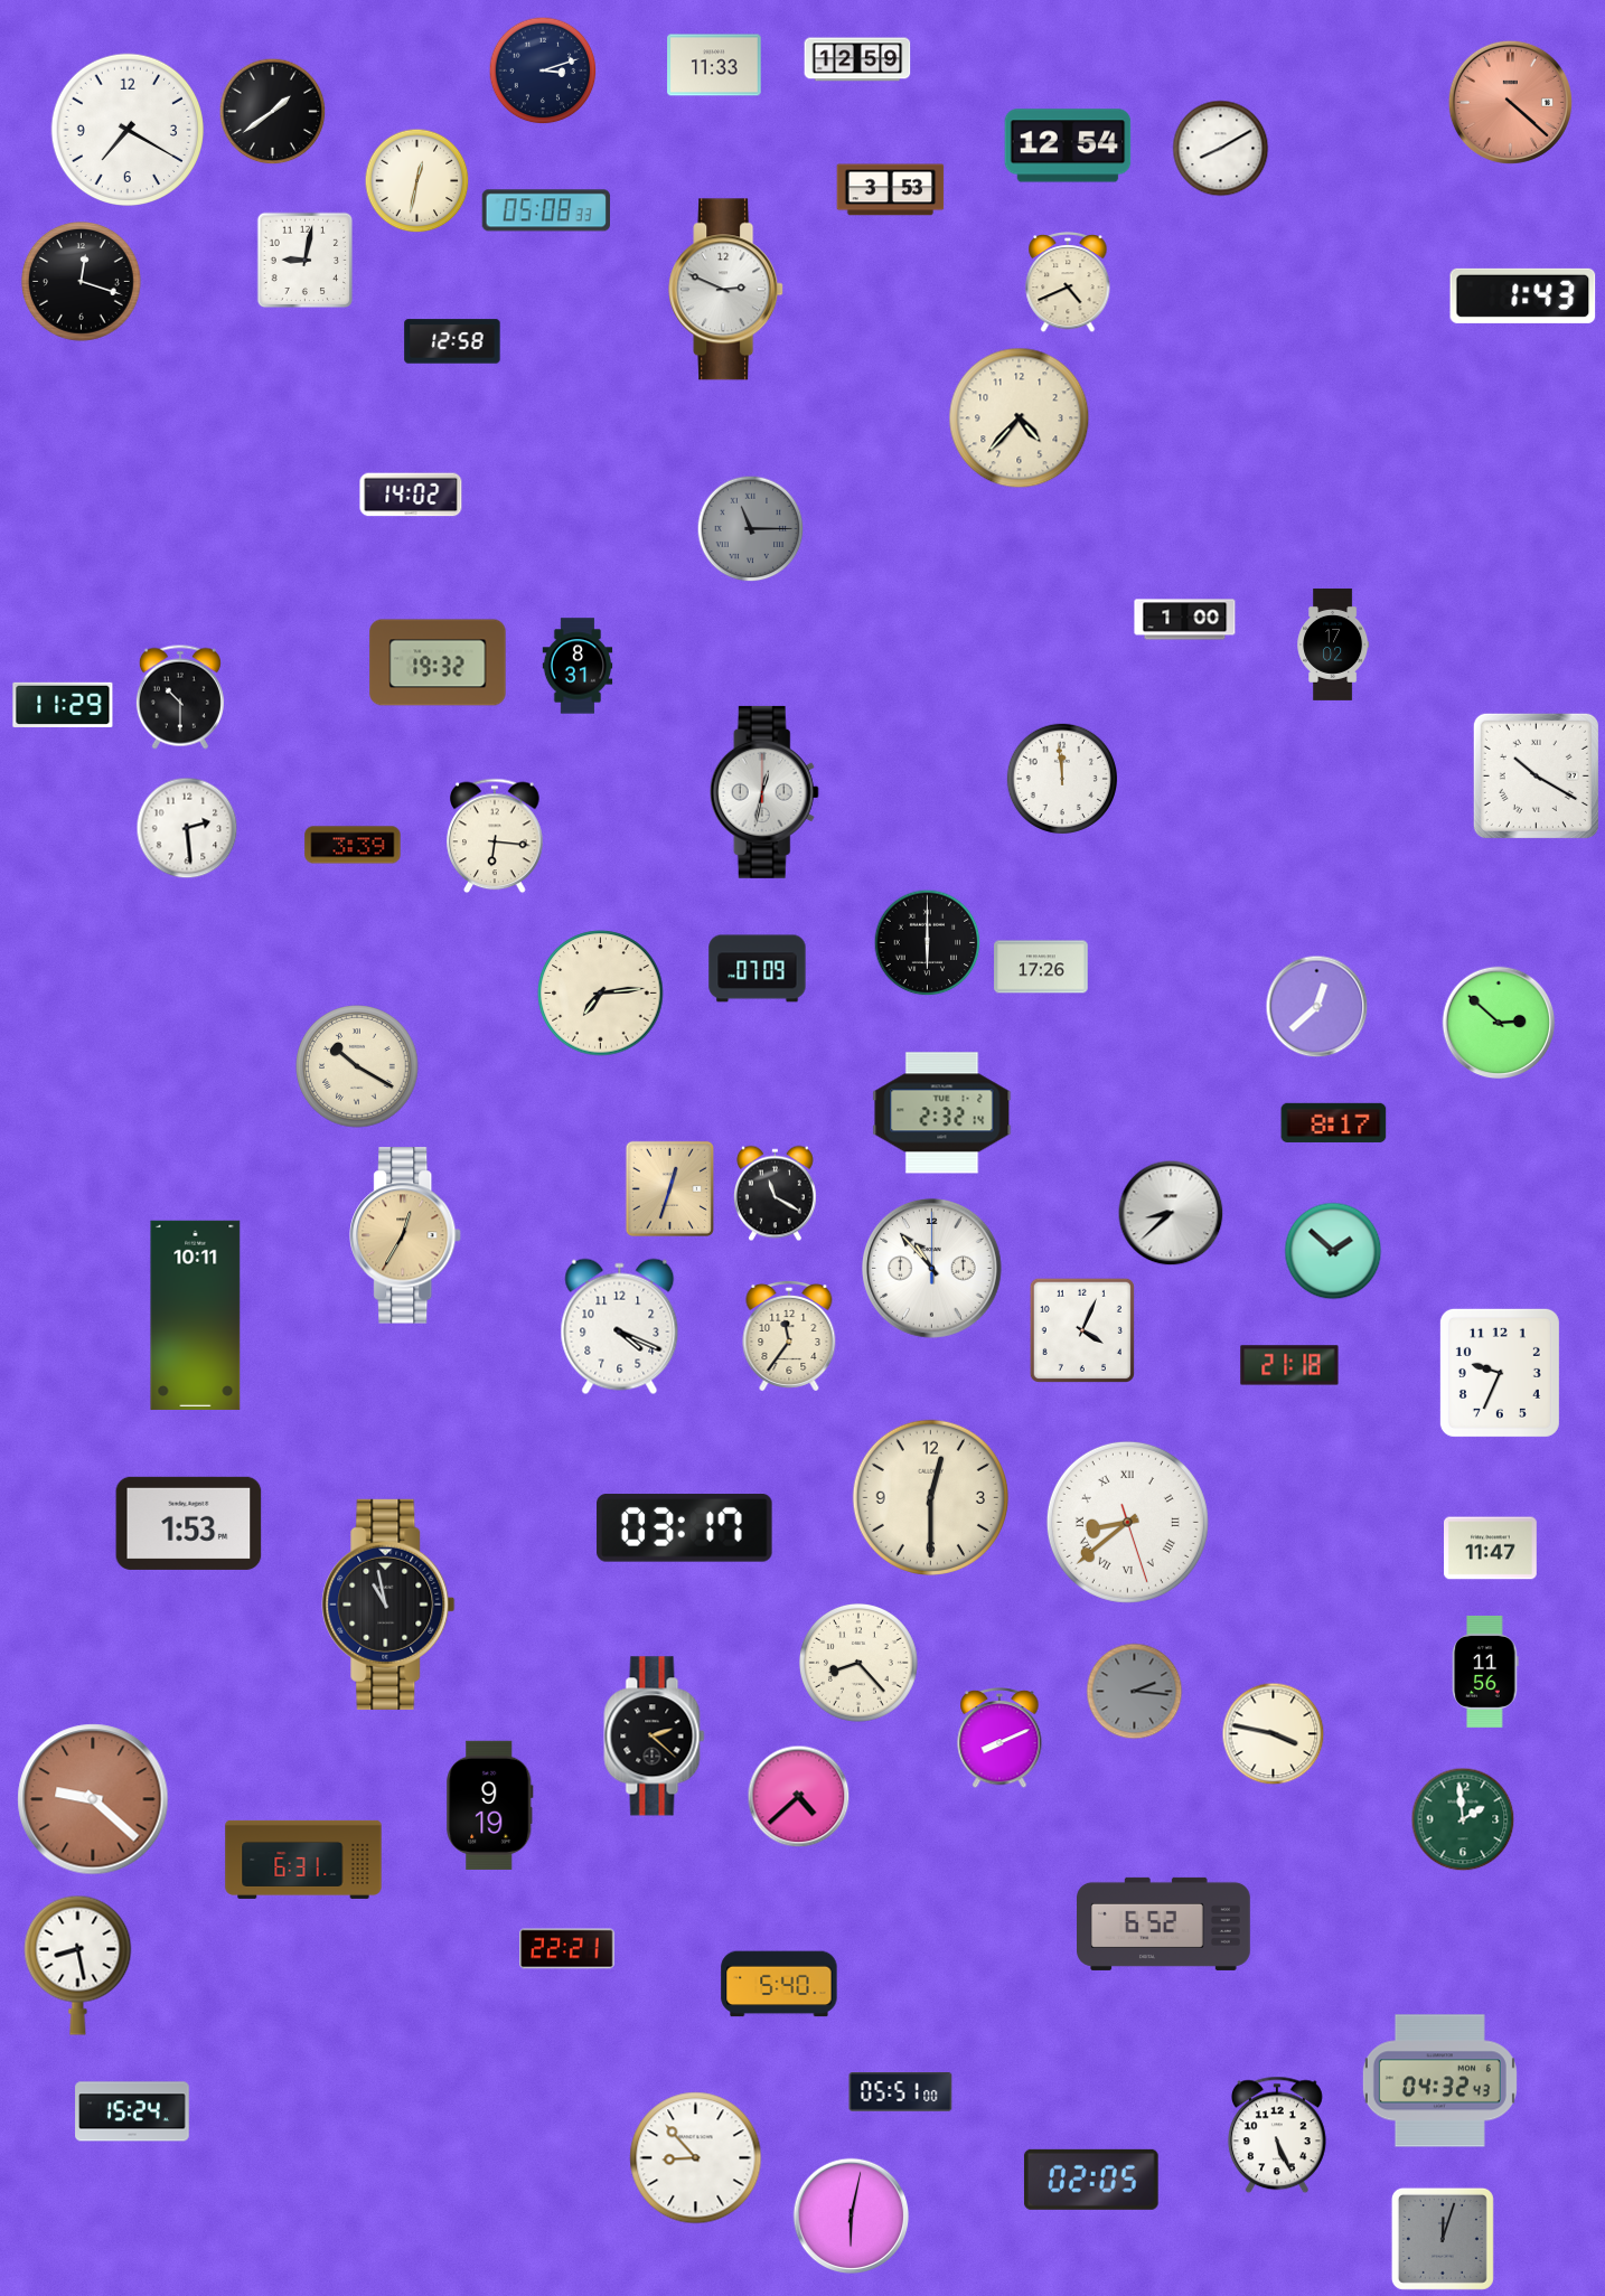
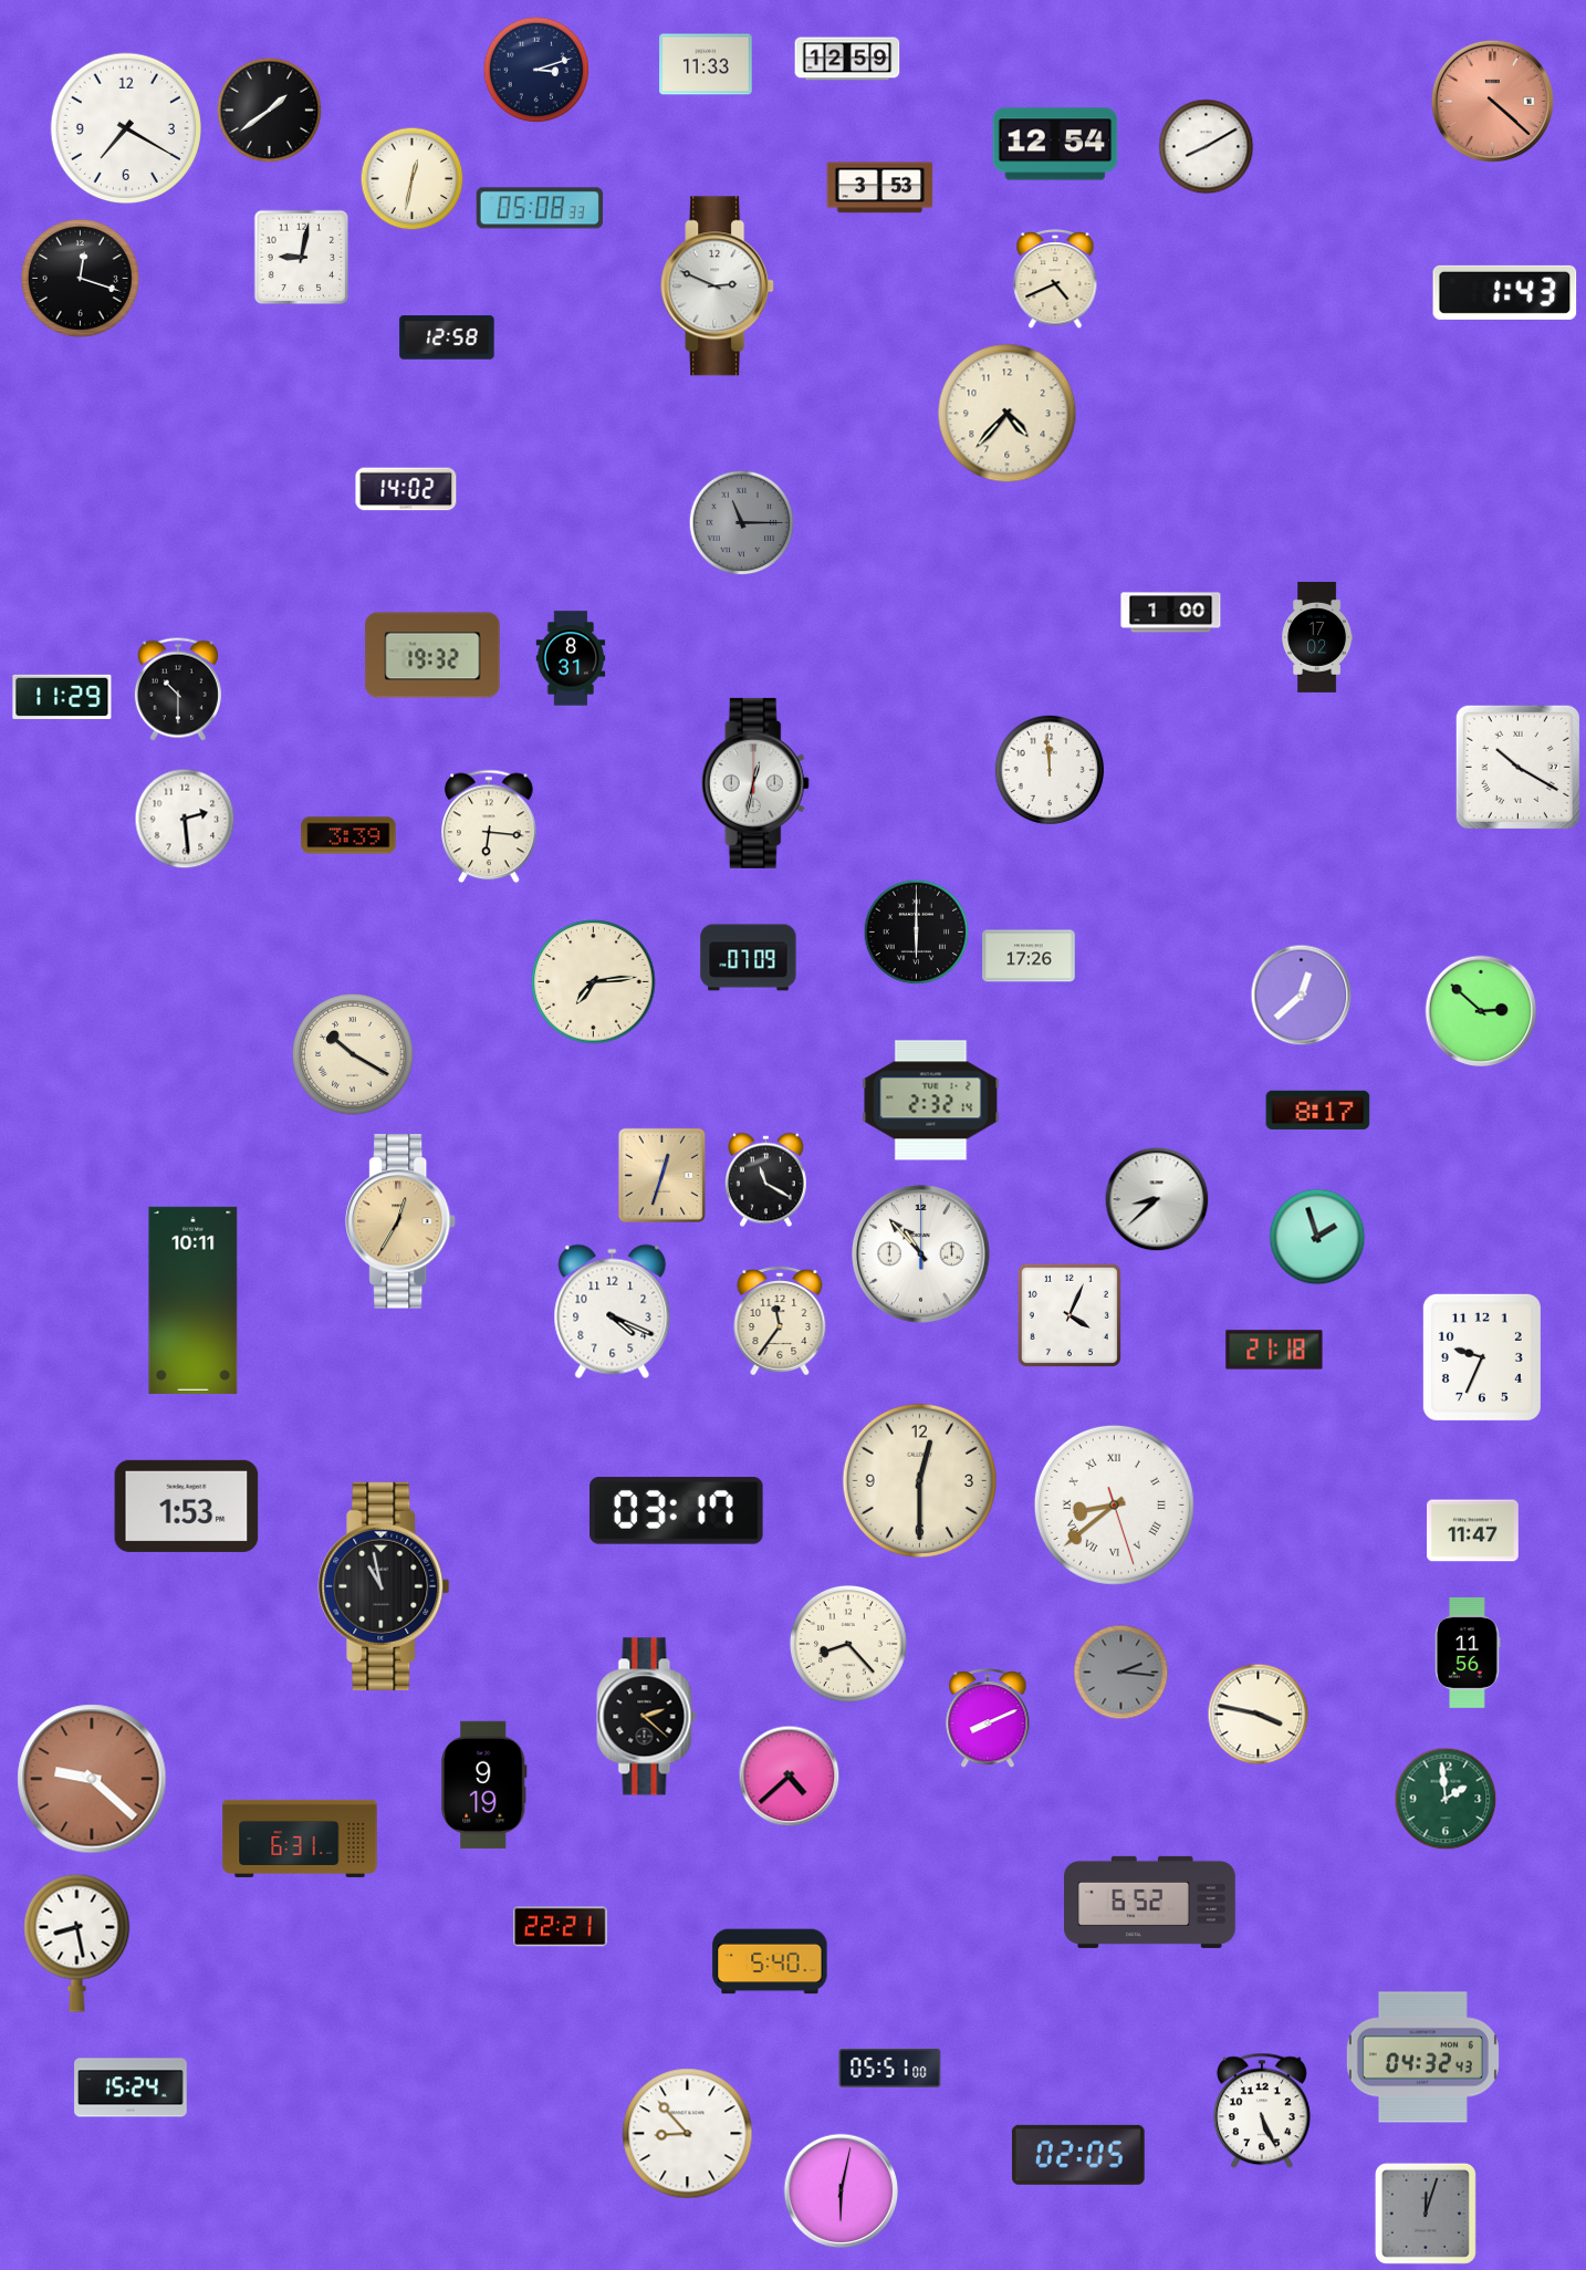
clock at (1333, 1251): 1:52 -> 1:57
